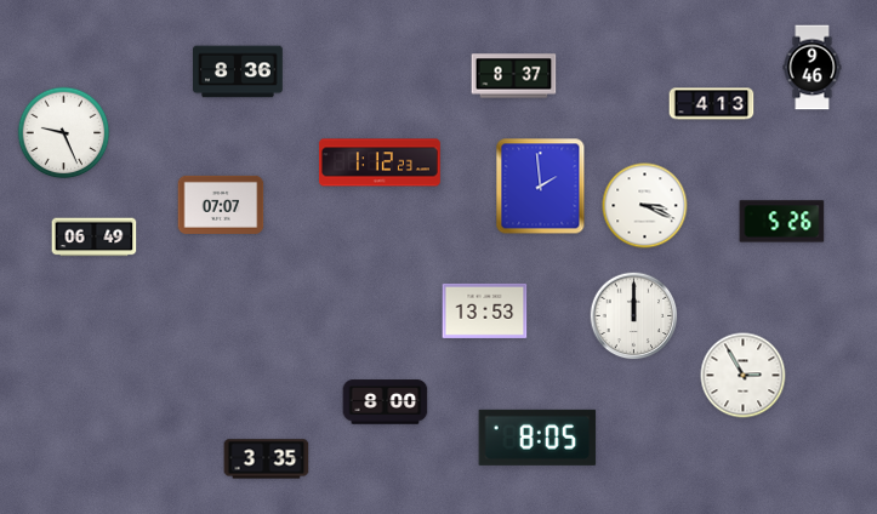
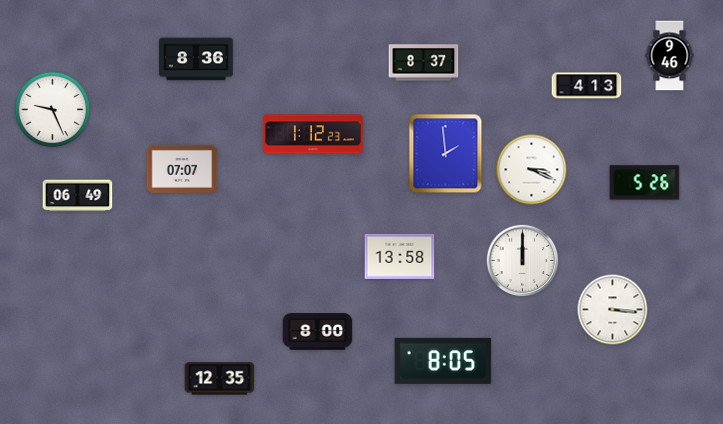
clock at (485, 310): 13:53 -> 13:58
clock at (744, 376): 2:55 -> 3:16
clock at (267, 459): 3:35 -> 12:35
